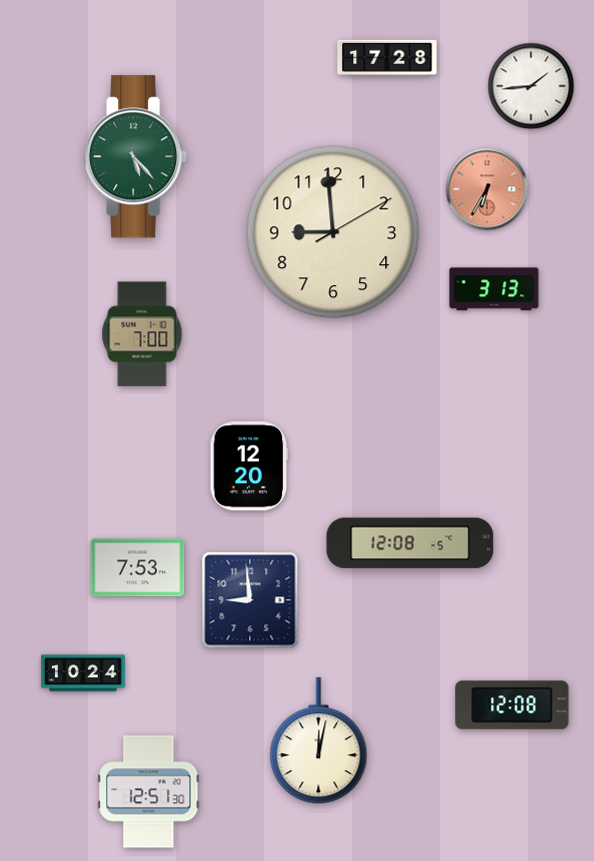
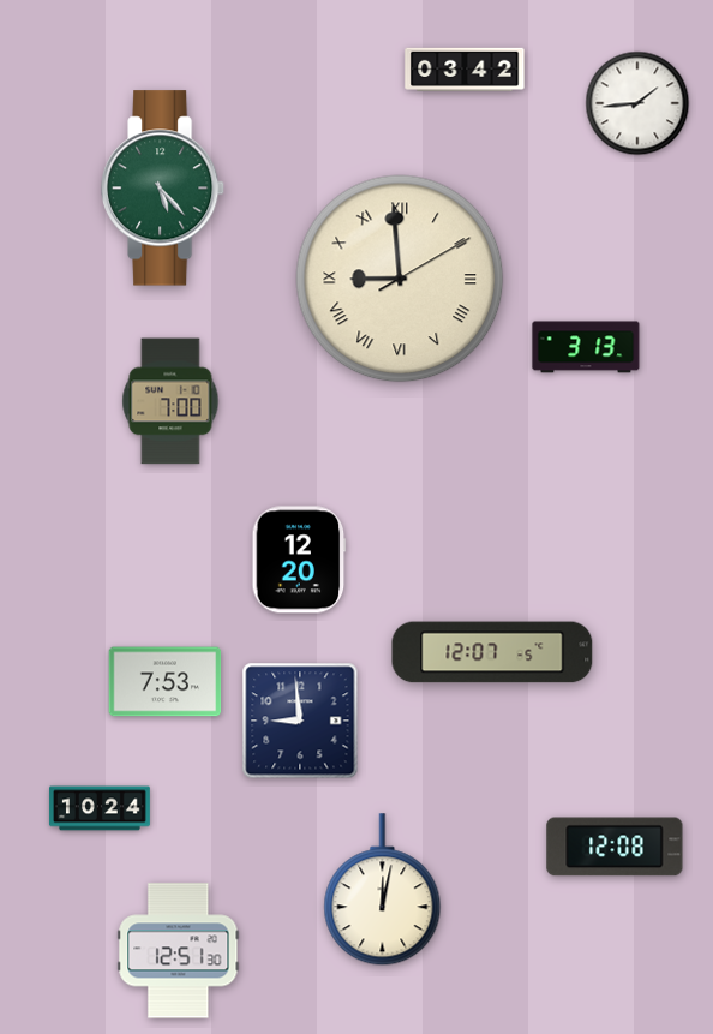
clock at (387, 58): 17:28 -> 03:42
clock at (487, 189): 6:35 -> none
clock at (333, 232) numerals: Arabic -> Roman
clock at (494, 289) position: (494, 289) -> (586, 347)
clock at (410, 543): 12:08 -> 12:07
